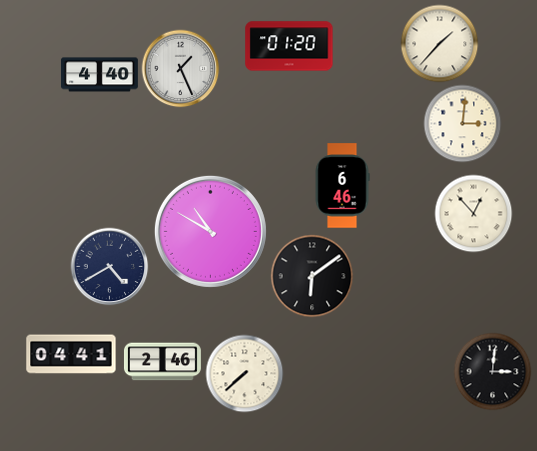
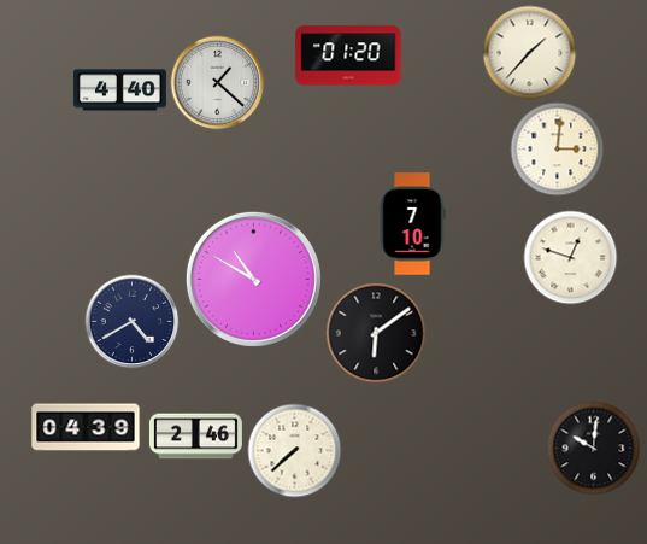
clock at (180, 68): 1:26 -> 1:22
clock at (342, 186): 6:46 -> 7:10
clock at (473, 213): 12:53 -> 12:48
clock at (71, 354): 04:41 -> 04:39
clock at (492, 371): 3:01 -> 10:01
